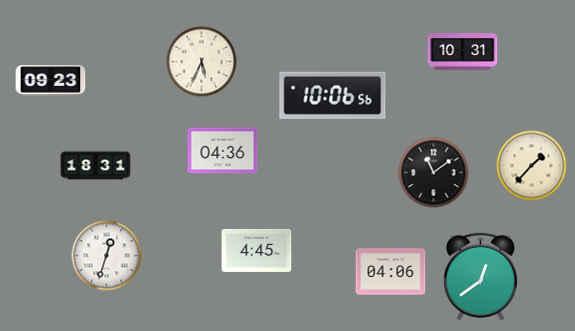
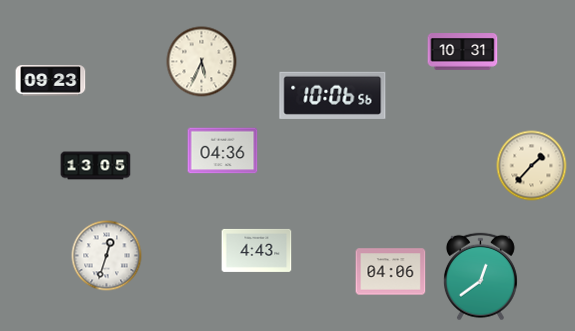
clock at (96, 166): 18:31 -> 13:05
clock at (434, 173): 11:09 -> none
clock at (257, 250): 4:45 -> 4:43
